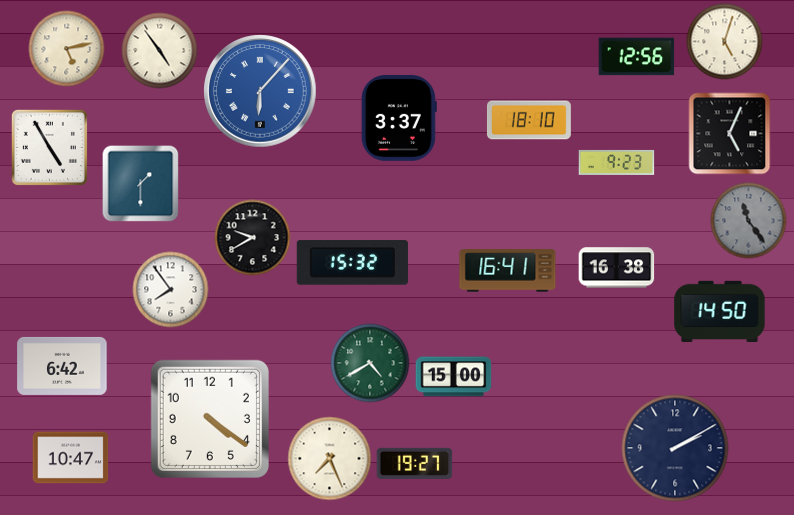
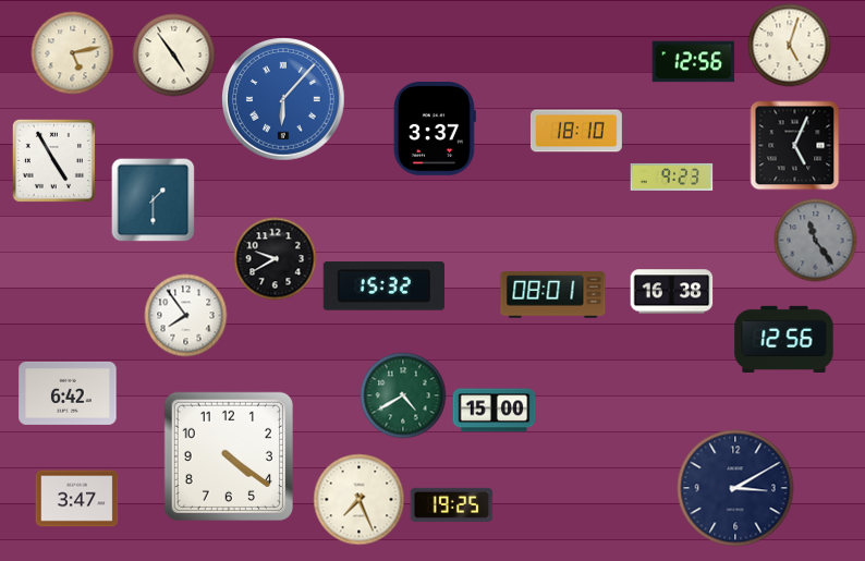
clock at (508, 271): 16:41 -> 08:01
clock at (720, 312): 14:50 -> 12:56
clock at (62, 366) position: (62, 366) -> (68, 393)
clock at (675, 448): 2:10 -> 3:10
clock at (71, 458): 10:47 -> 3:47
clock at (415, 463): 19:27 -> 19:25
